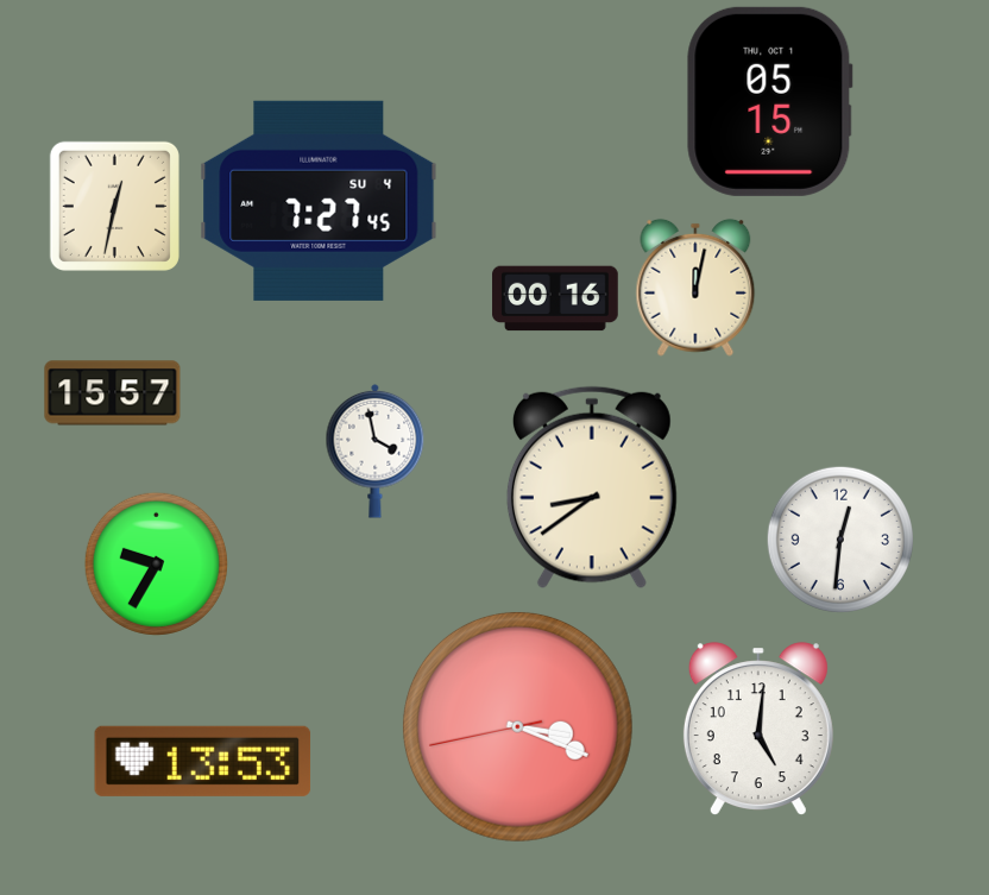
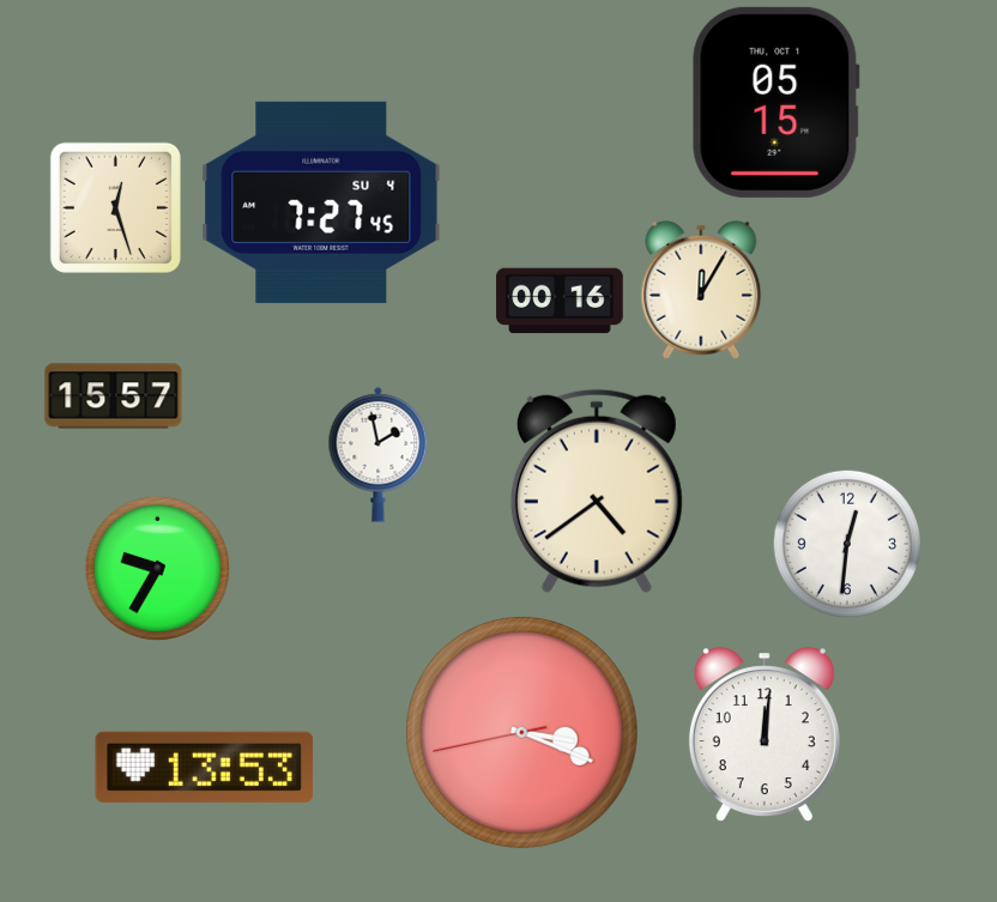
clock at (114, 206): 12:32 -> 12:27
clock at (695, 288): 12:02 -> 12:05
clock at (376, 450): 3:58 -> 1:58
clock at (592, 487): 8:39 -> 4:39
clock at (758, 729): 5:01 -> 12:01
